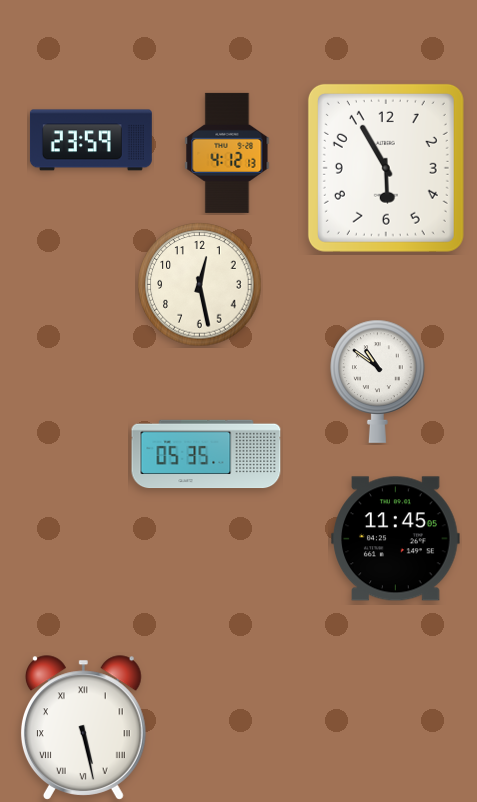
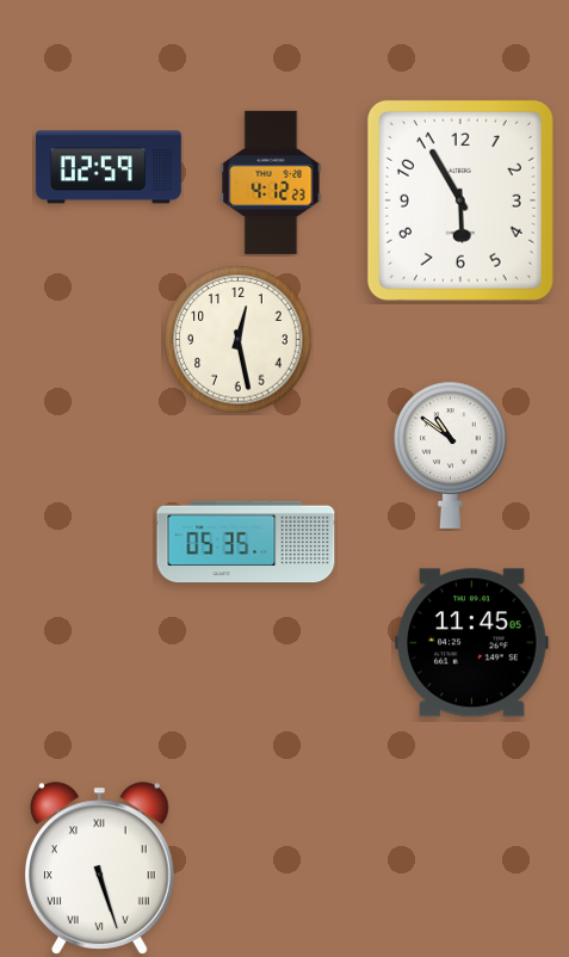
clock at (91, 140): 23:59 -> 02:59
clock at (227, 153): 4:12:13 -> 4:12:23
clock at (83, 728): 5:28 -> 5:27
